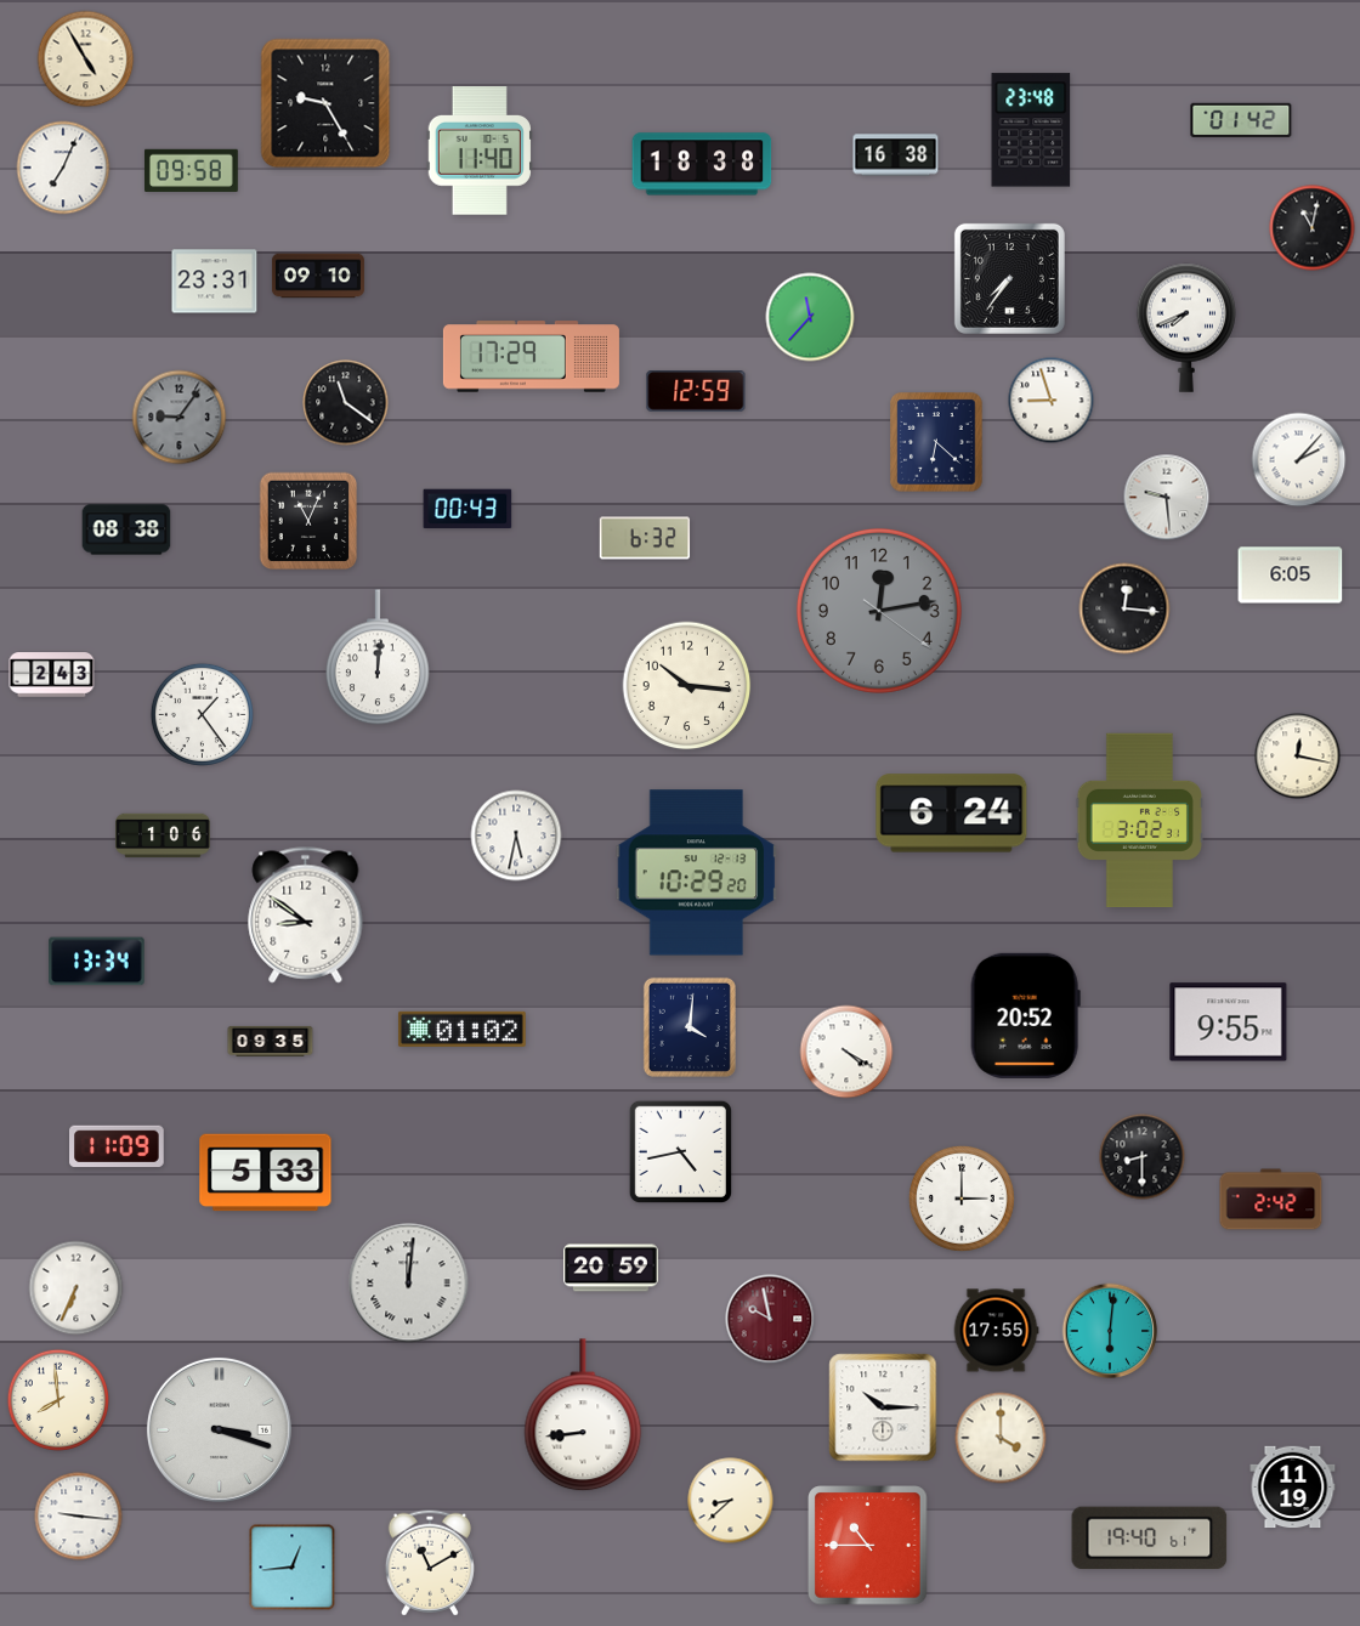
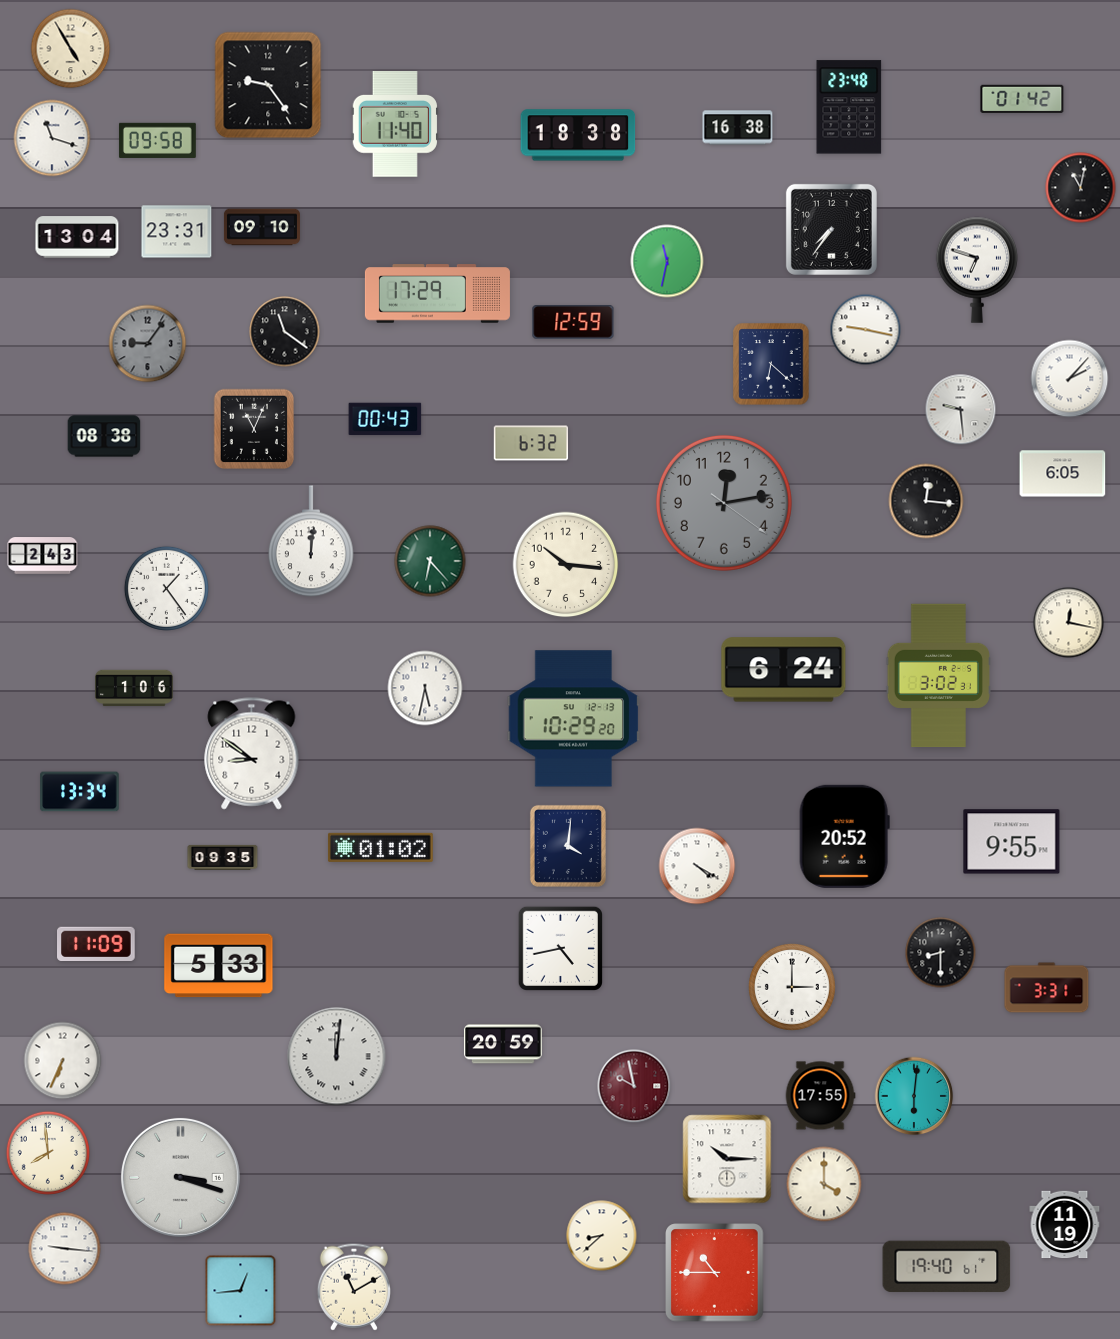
clock at (325, 103): 9:25 -> 9:24
clock at (63, 168): 7:04 -> 11:18
clock at (77, 237): none -> 13:04
clock at (810, 317): 11:37 -> 11:32
clock at (1185, 328): 7:41 -> 6:48
clock at (1052, 401): 8:57 -> 9:17
clock at (430, 561): none -> 6:23
clock at (1271, 1200): 2:42 -> 3:31
clock at (583, 1416): 8:44 -> none
